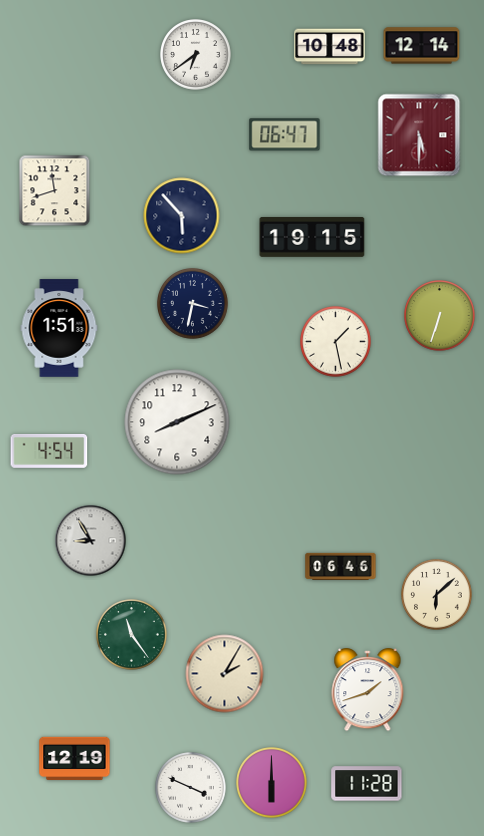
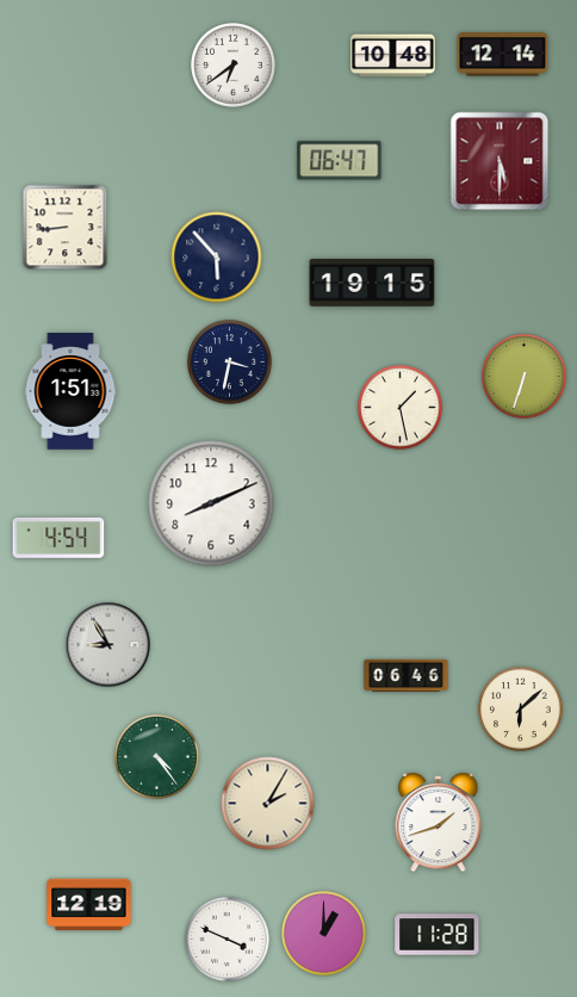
clock at (55, 191): 11:42 -> 8:44
clock at (132, 635): 11:24 -> 4:24
clock at (272, 783): 6:00 -> 1:00
